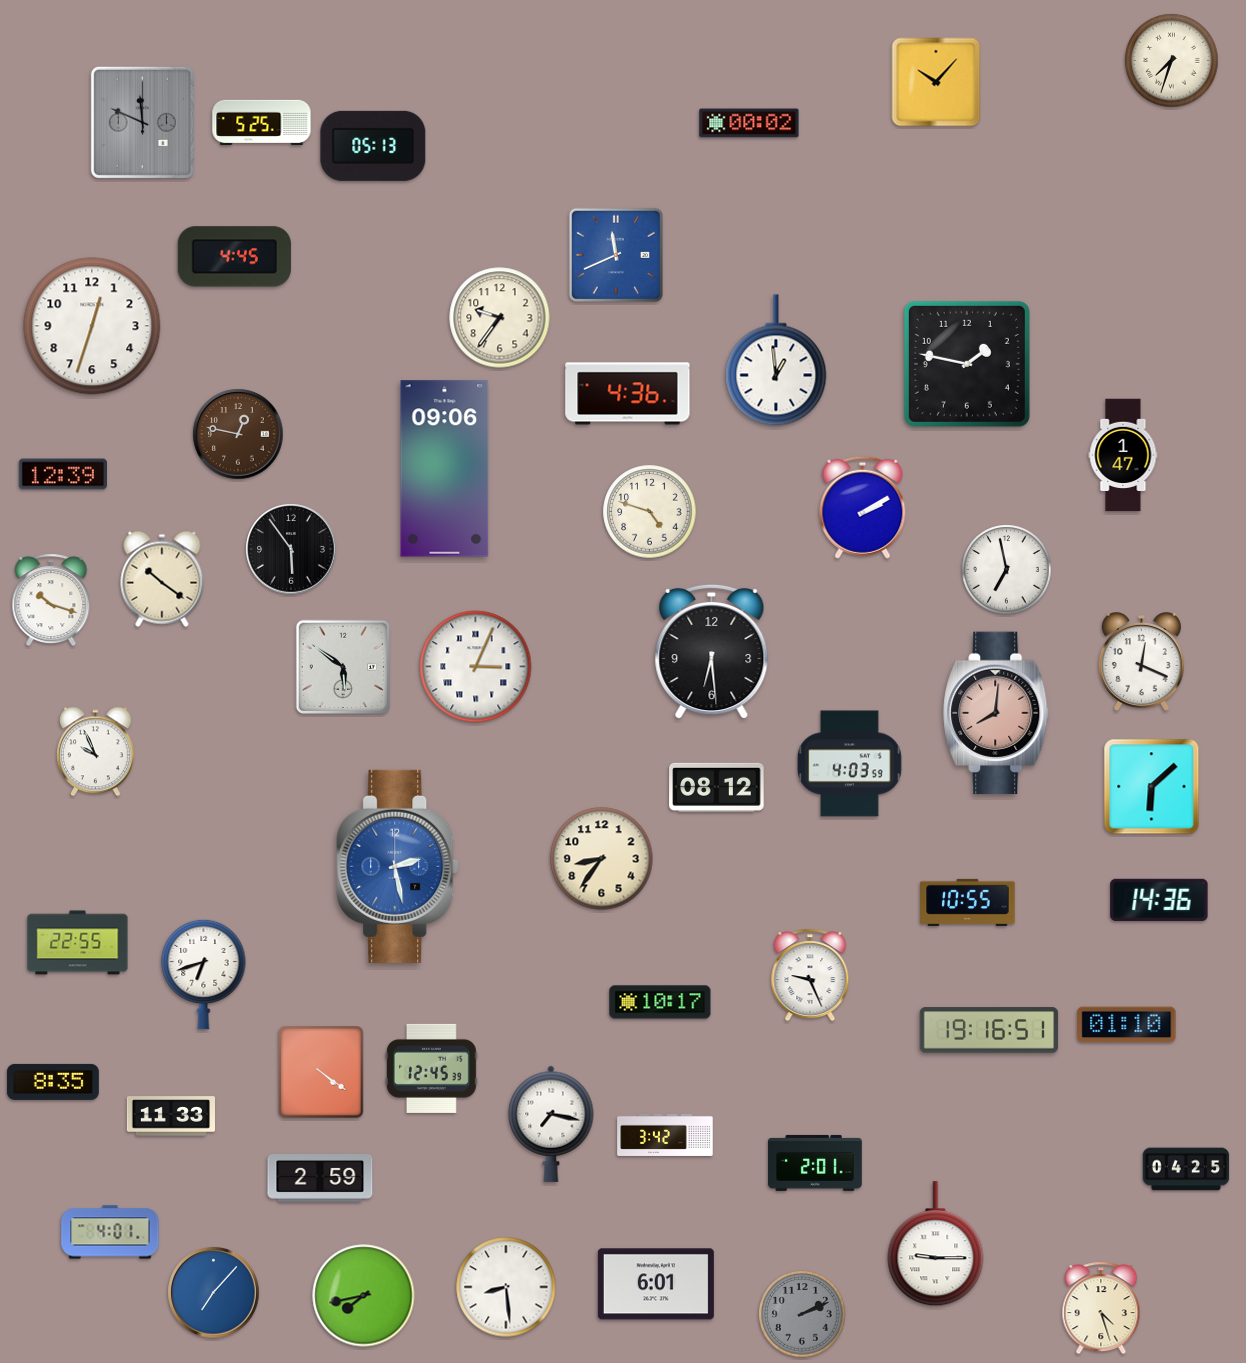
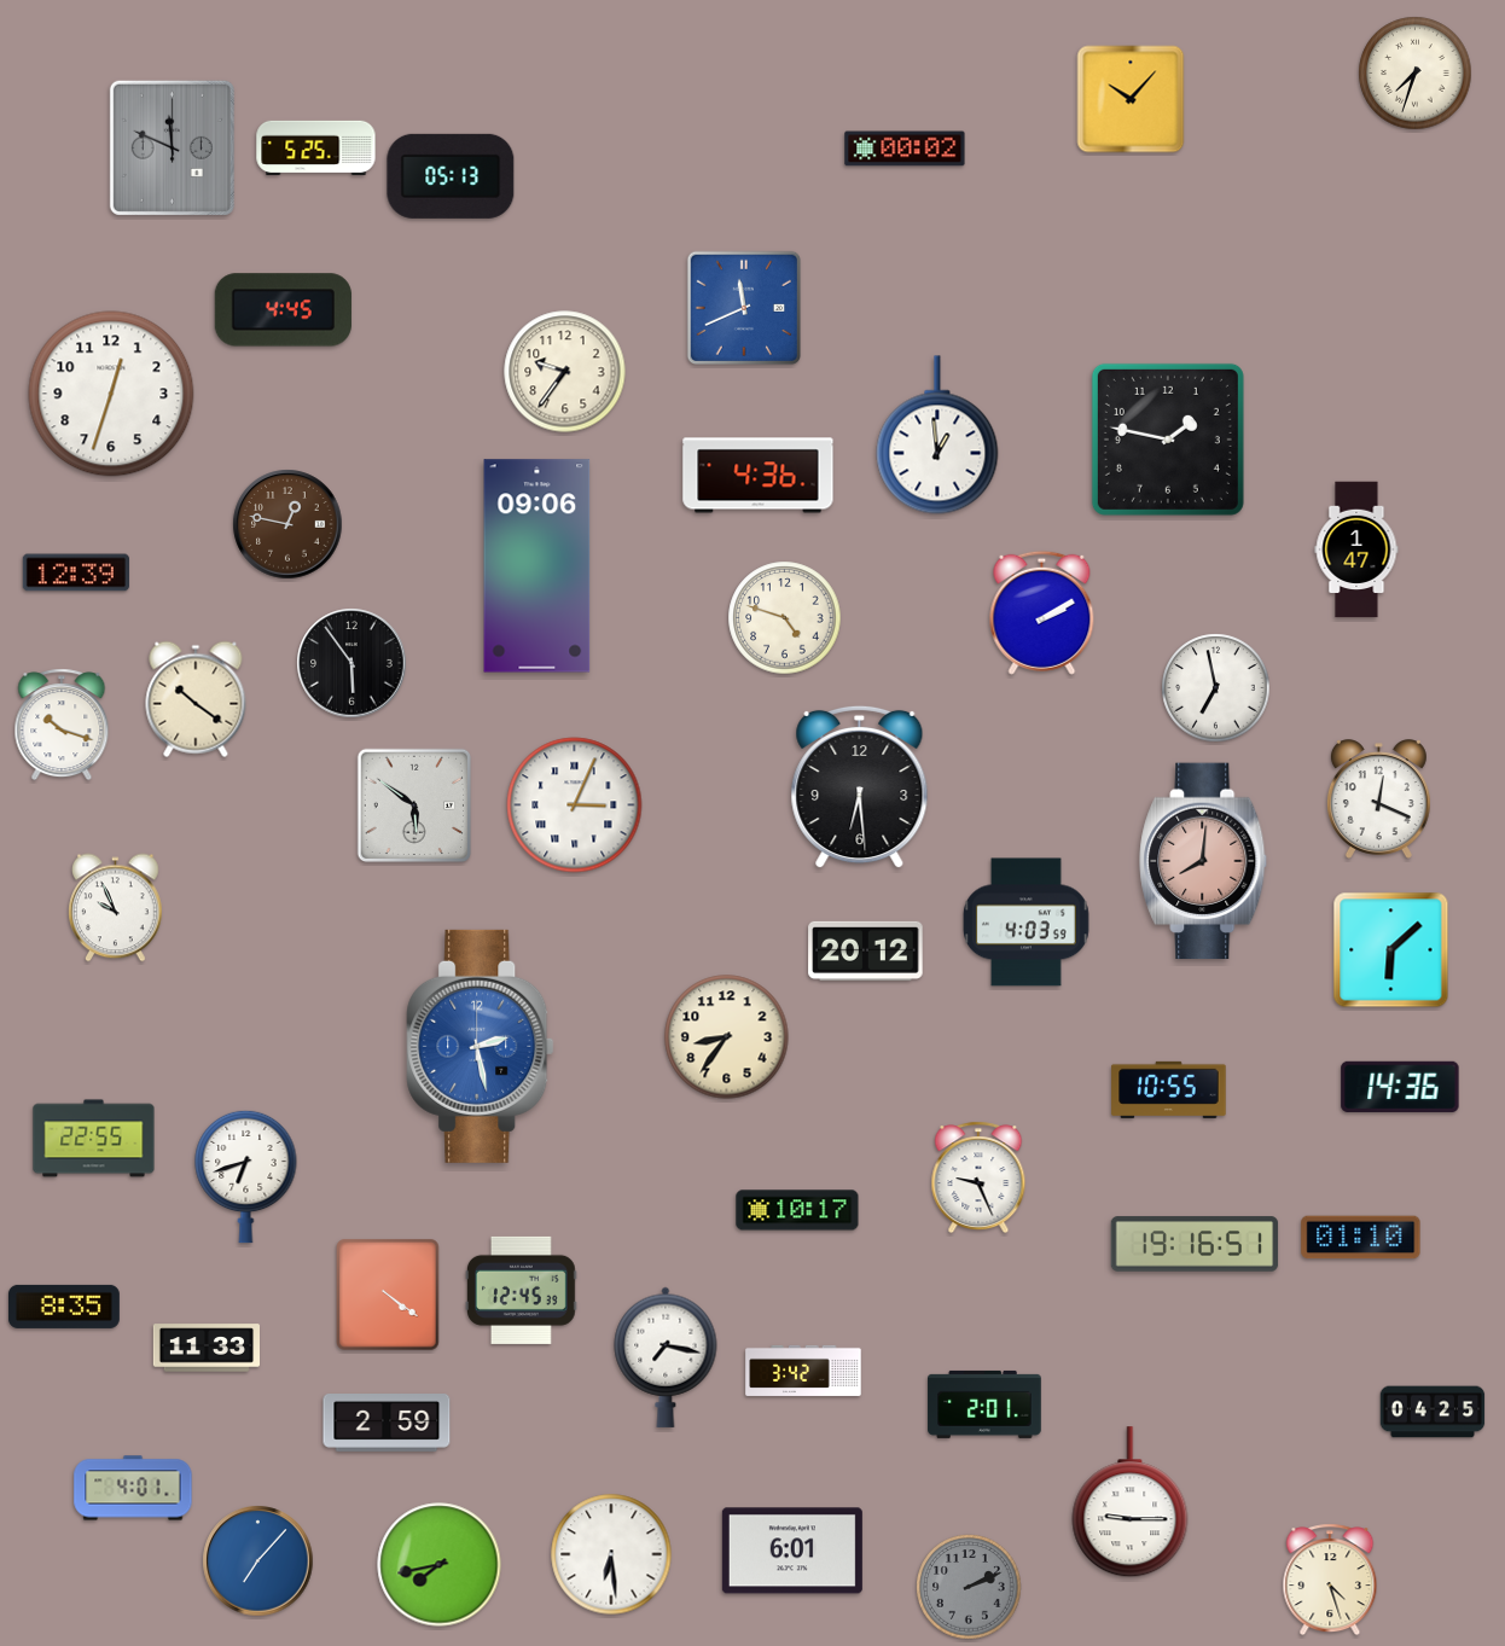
clock at (500, 318) position: (500, 318) -> (565, 372)
clock at (717, 787): 08:12 -> 20:12
clock at (506, 1287): 8:29 -> 6:29
